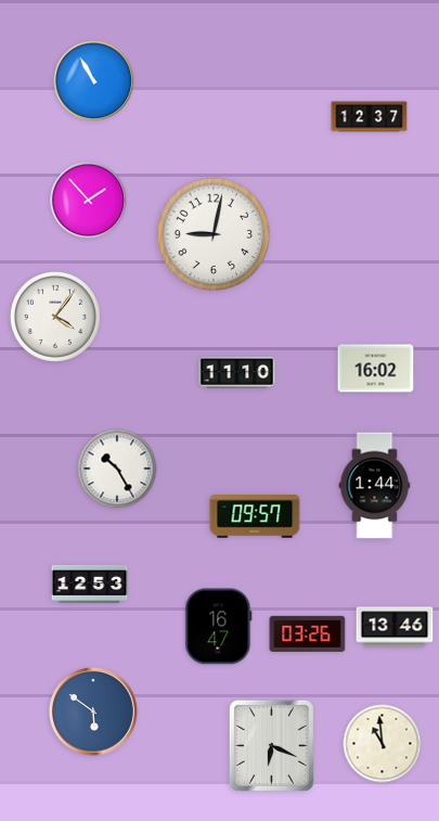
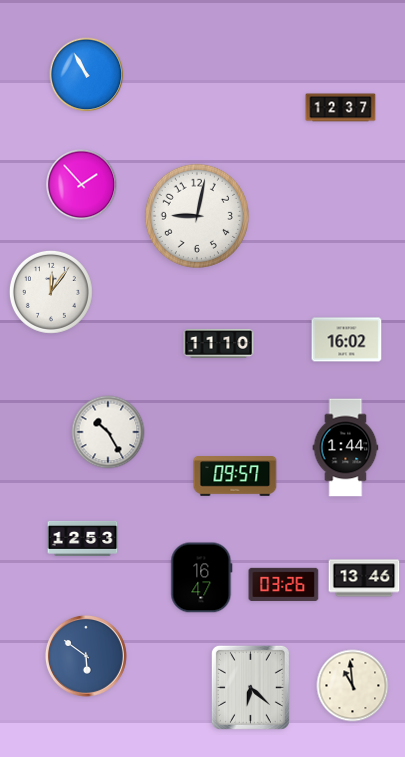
clock at (55, 317): 4:06 -> 12:06
clock at (271, 745): 6:19 -> 6:22
